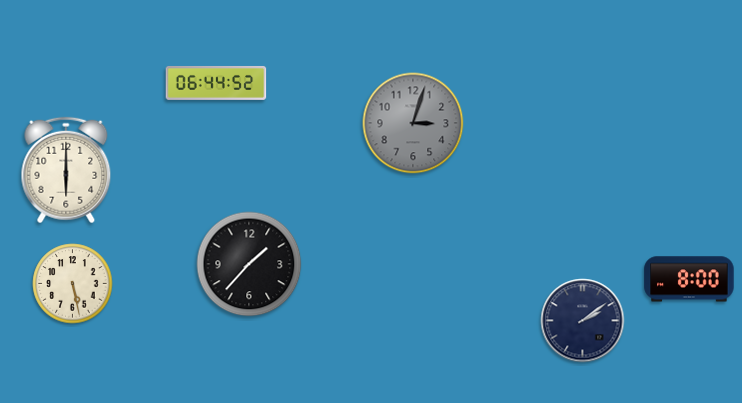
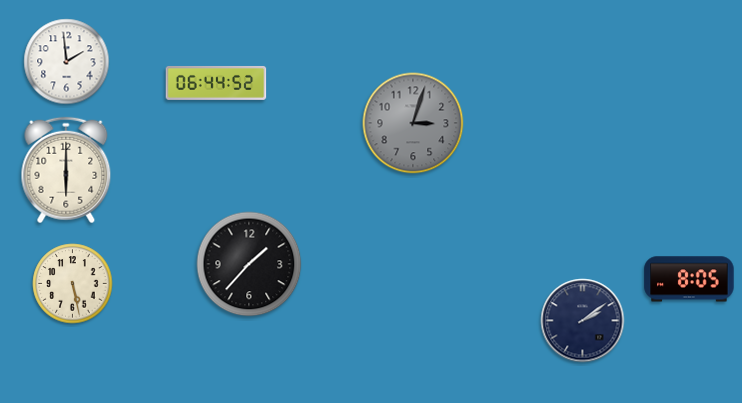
clock at (67, 62): none -> 1:59
clock at (689, 279): 8:00 -> 8:05
